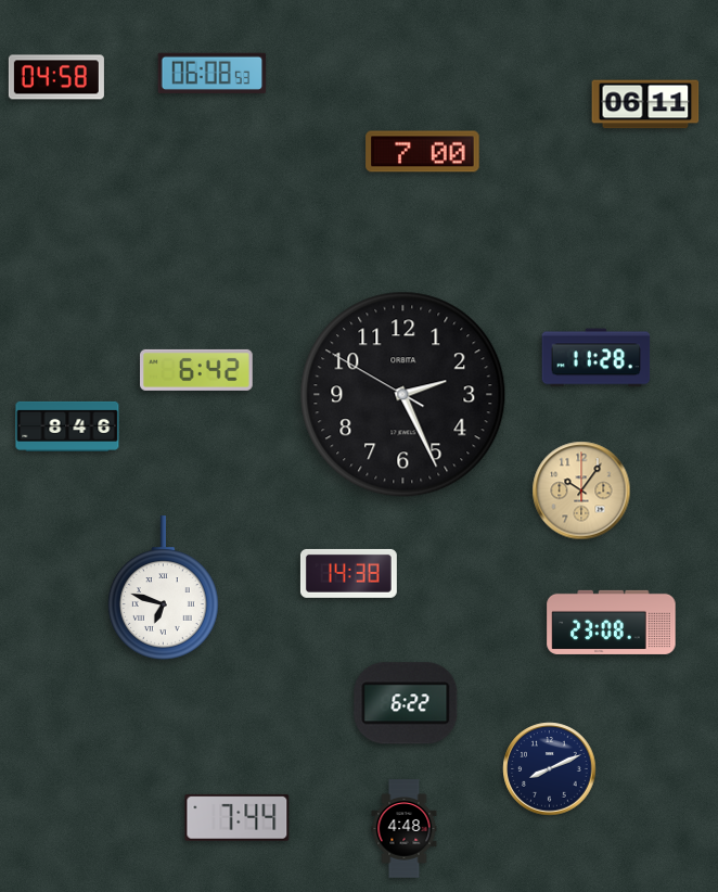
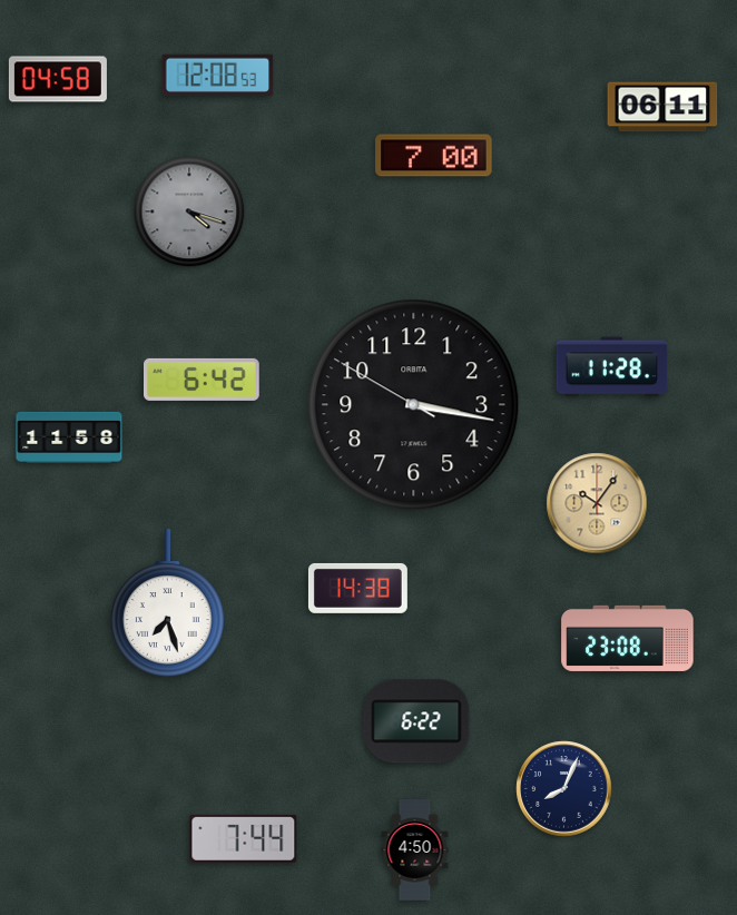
clock at (213, 73): 06:08 -> 12:08
clock at (189, 211): none -> 4:18
clock at (403, 395): 2:25 -> 3:16
clock at (67, 426): 8:46 -> 11:58
clock at (163, 588): 6:48 -> 7:27
clock at (550, 769): 8:11 -> 8:04
clock at (405, 829): 4:48 -> 4:50
